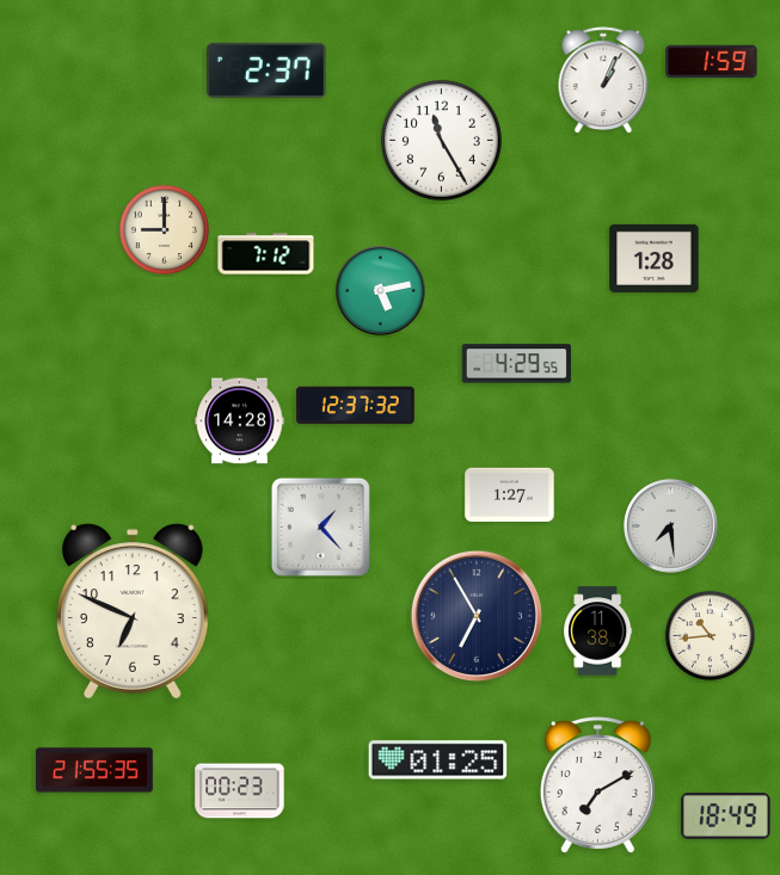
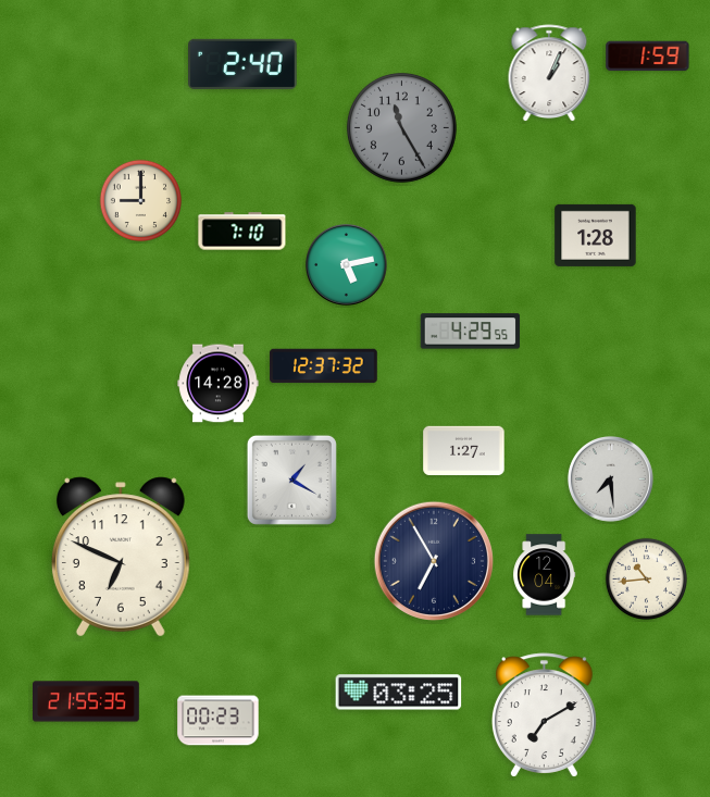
clock at (266, 70): 2:37 -> 2:40
clock at (441, 140) dial: white -> grey
clock at (164, 229) position: (164, 229) -> (140, 200)
clock at (266, 254): 7:12 -> 7:10
clock at (356, 406) position: (356, 406) -> (324, 366)
clock at (320, 526): 1:23 -> 1:20
clock at (598, 631): 11:38 -> 12:04
clock at (438, 760): 01:25 -> 03:25
clock at (726, 817): 18:49 -> none
